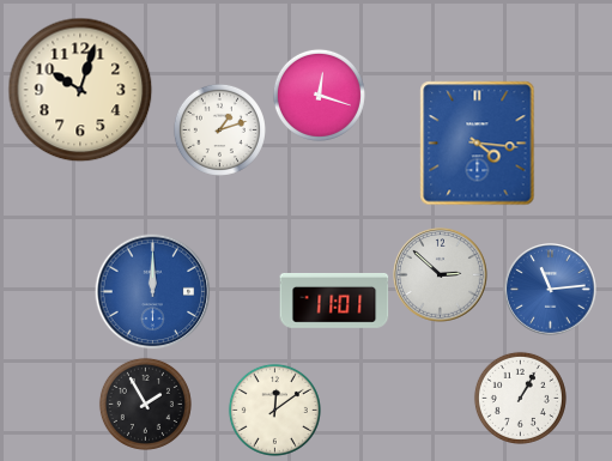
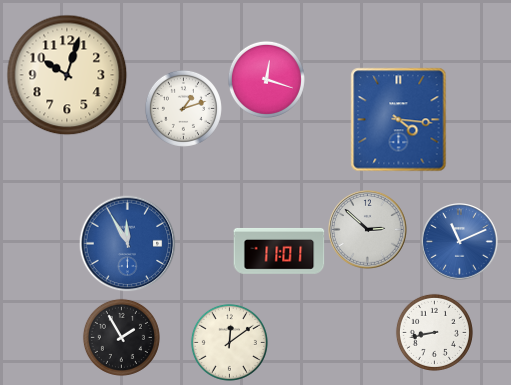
clock at (551, 290): 11:14 -> 11:11
clock at (153, 292): 12:00 -> 11:55
clock at (520, 398): 1:05 -> 8:43
